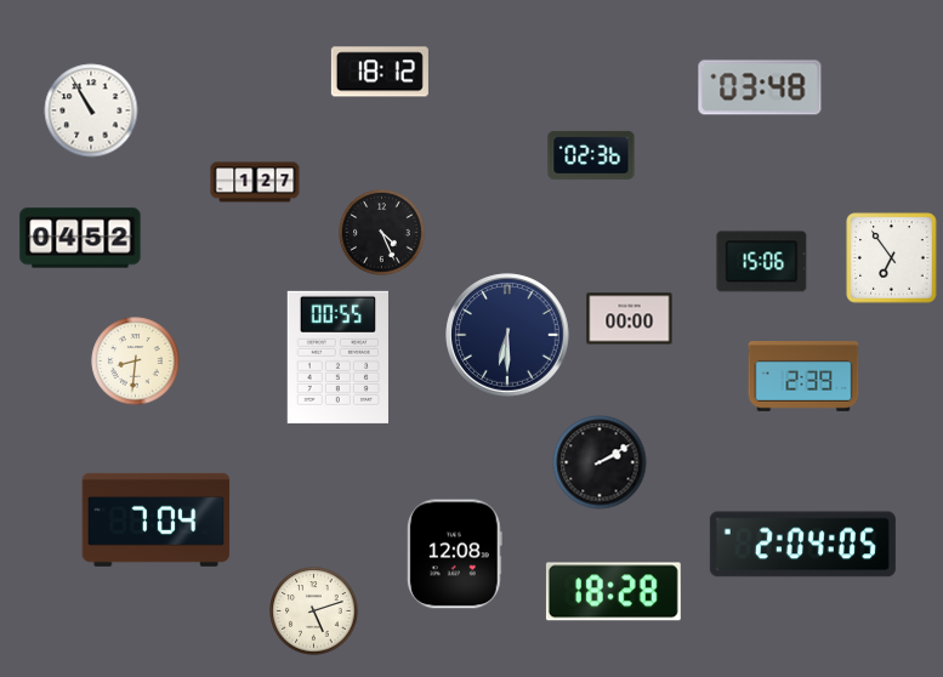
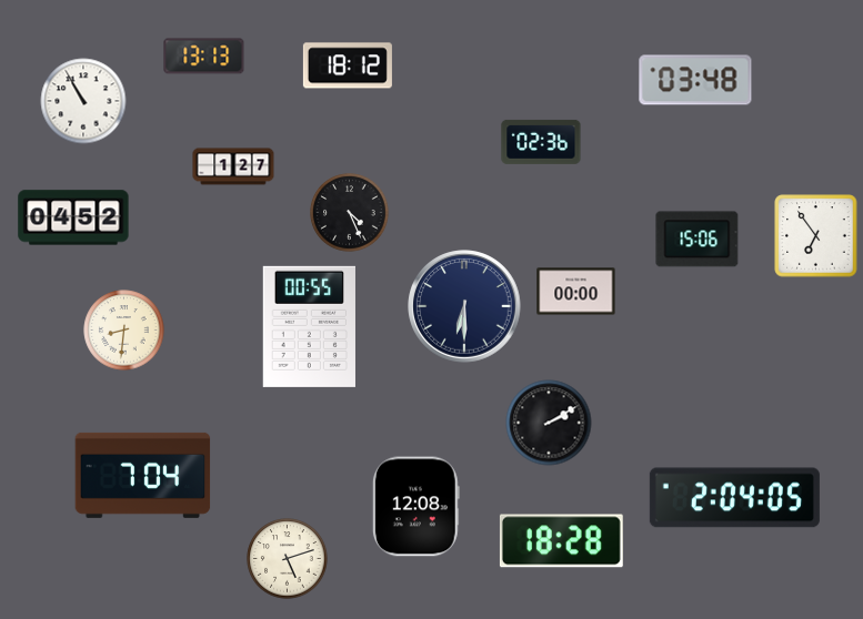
clock at (204, 57): none -> 13:13
clock at (803, 377): 2:39 -> none
